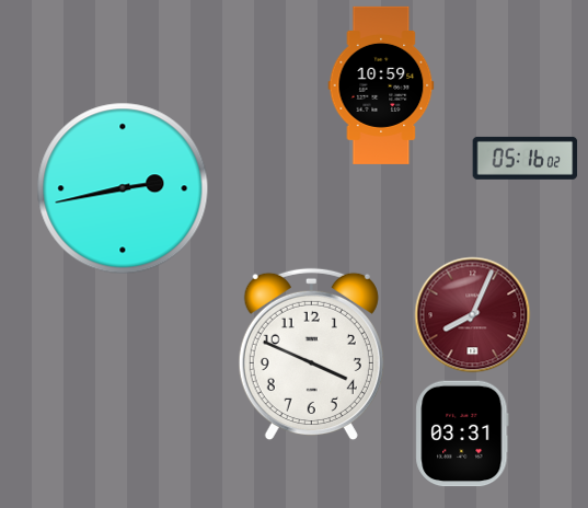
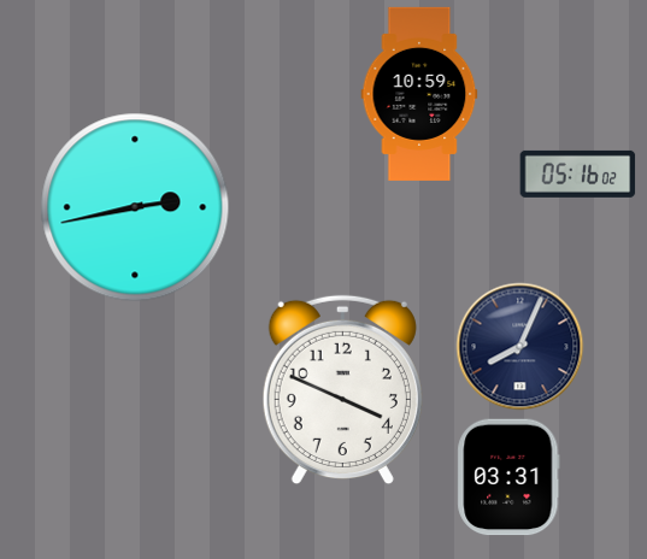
clock at (473, 315) dial: burgundy -> navy
